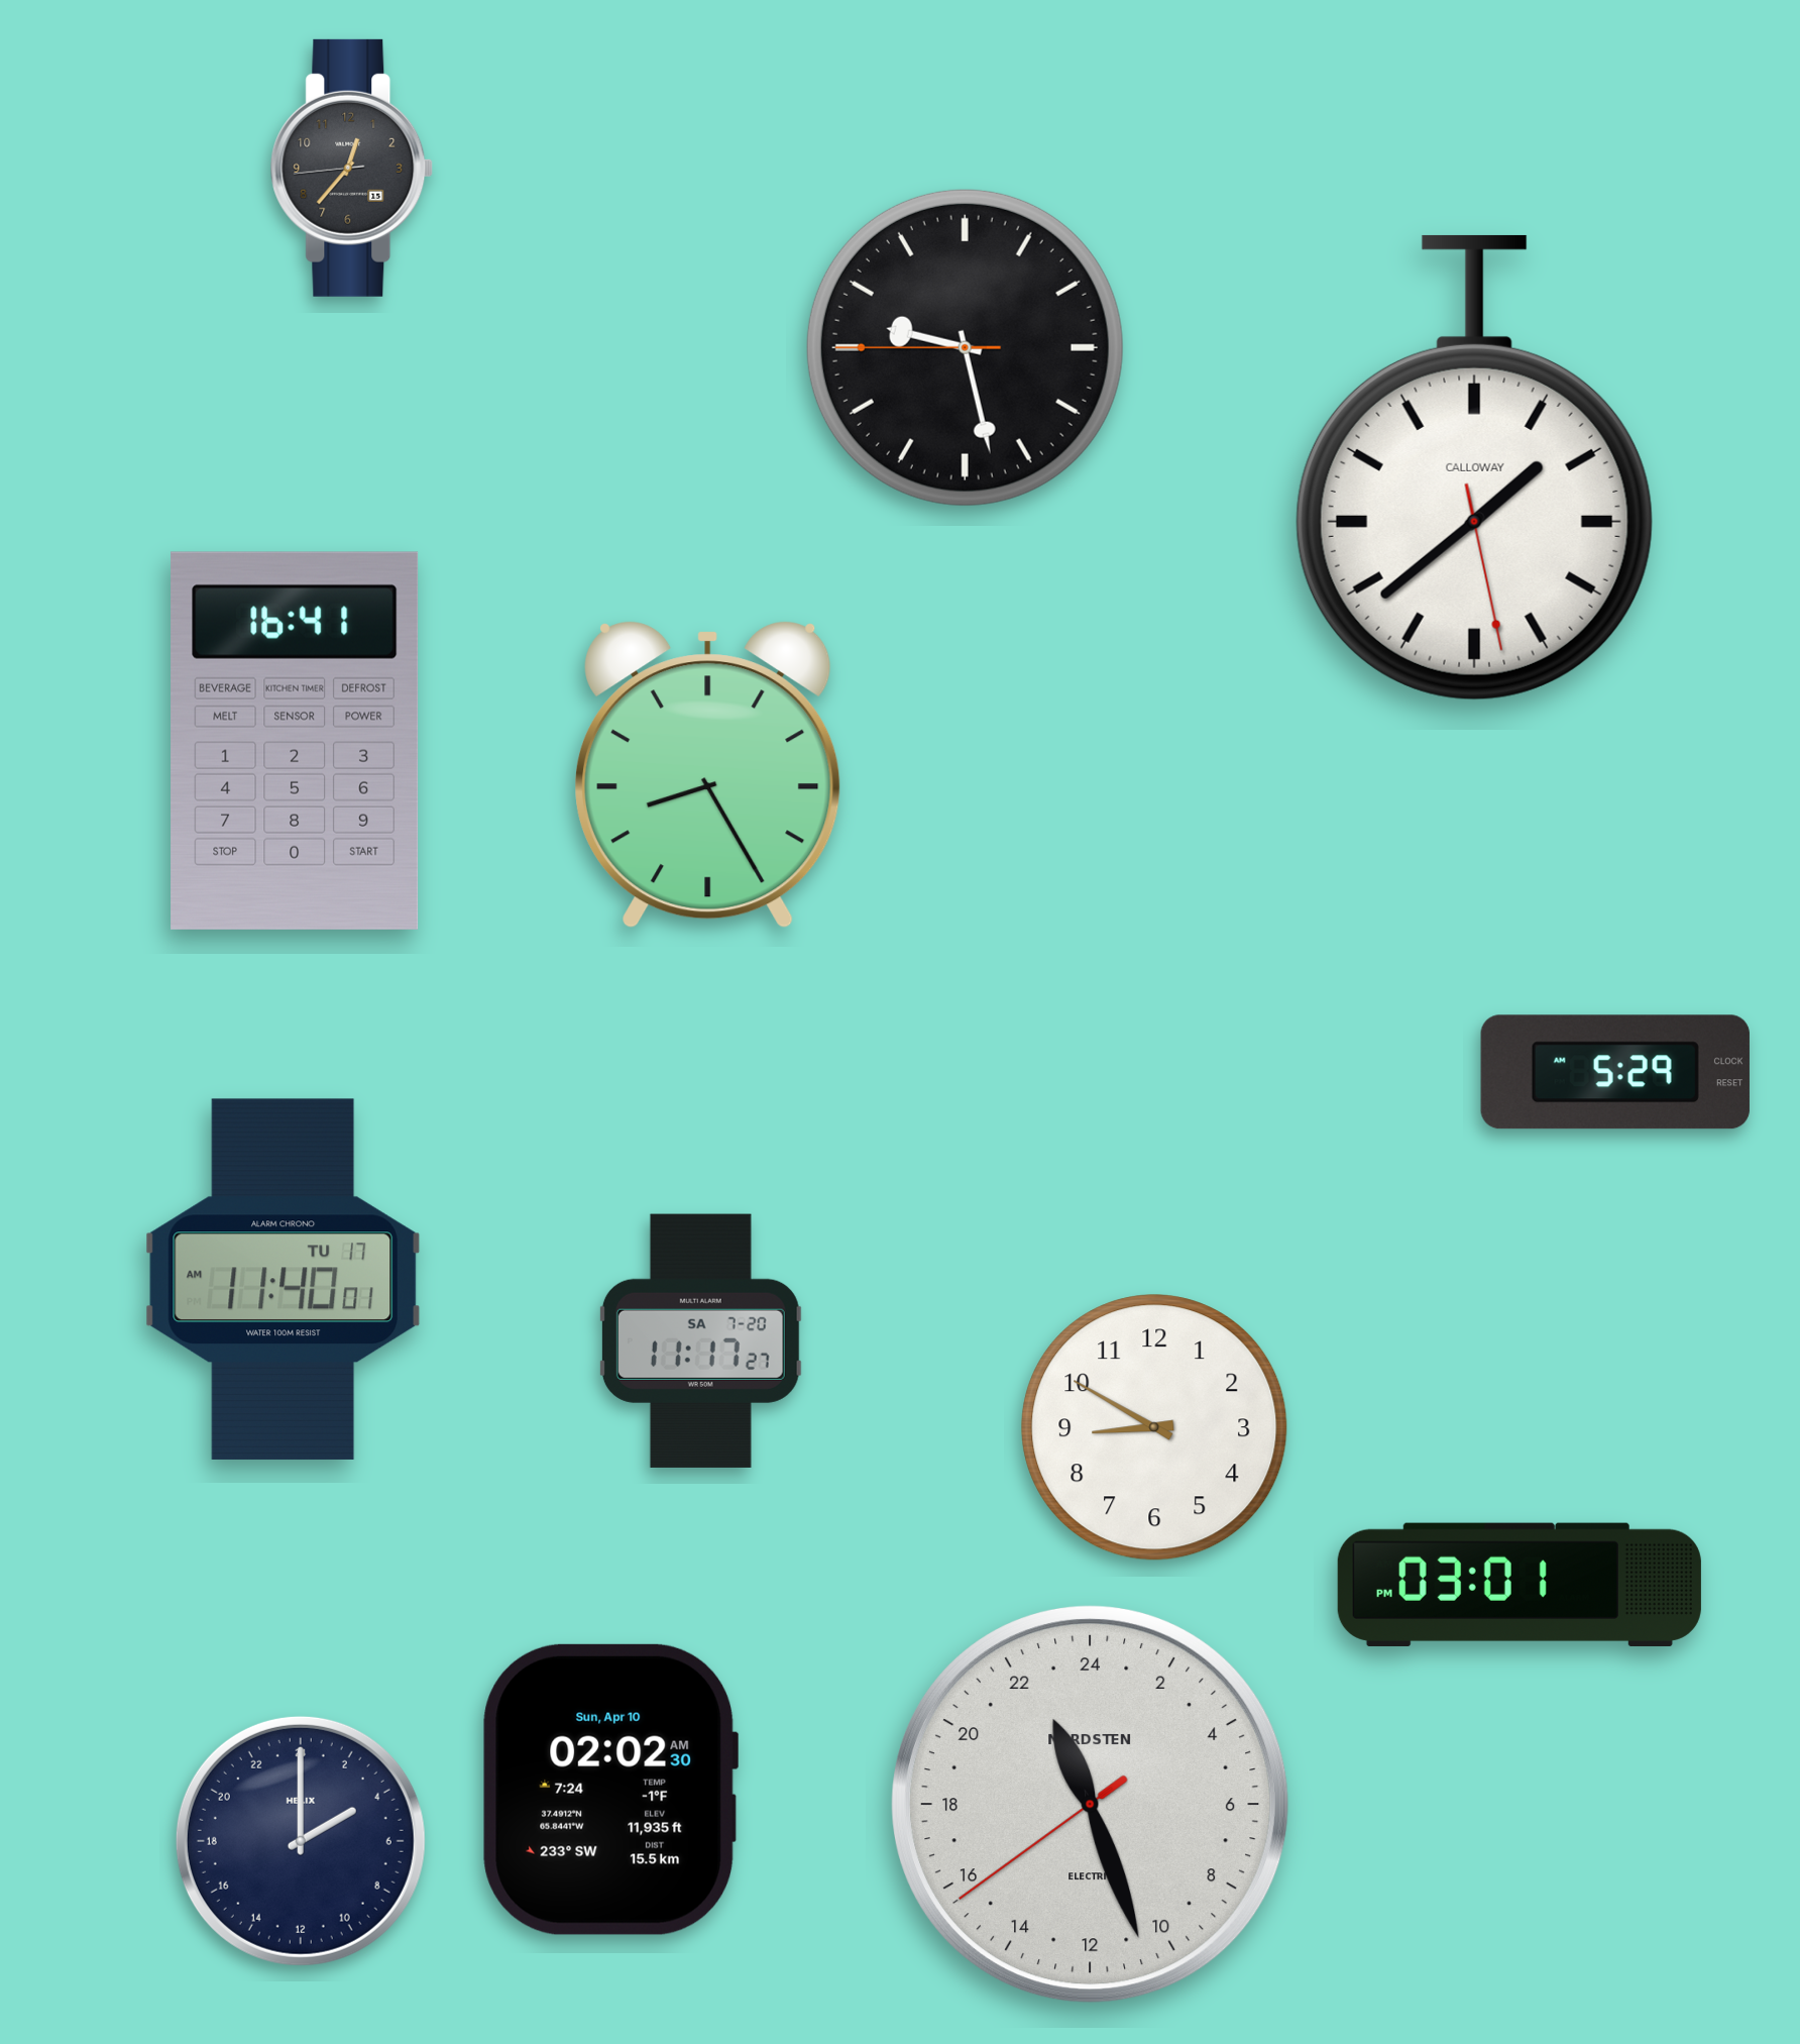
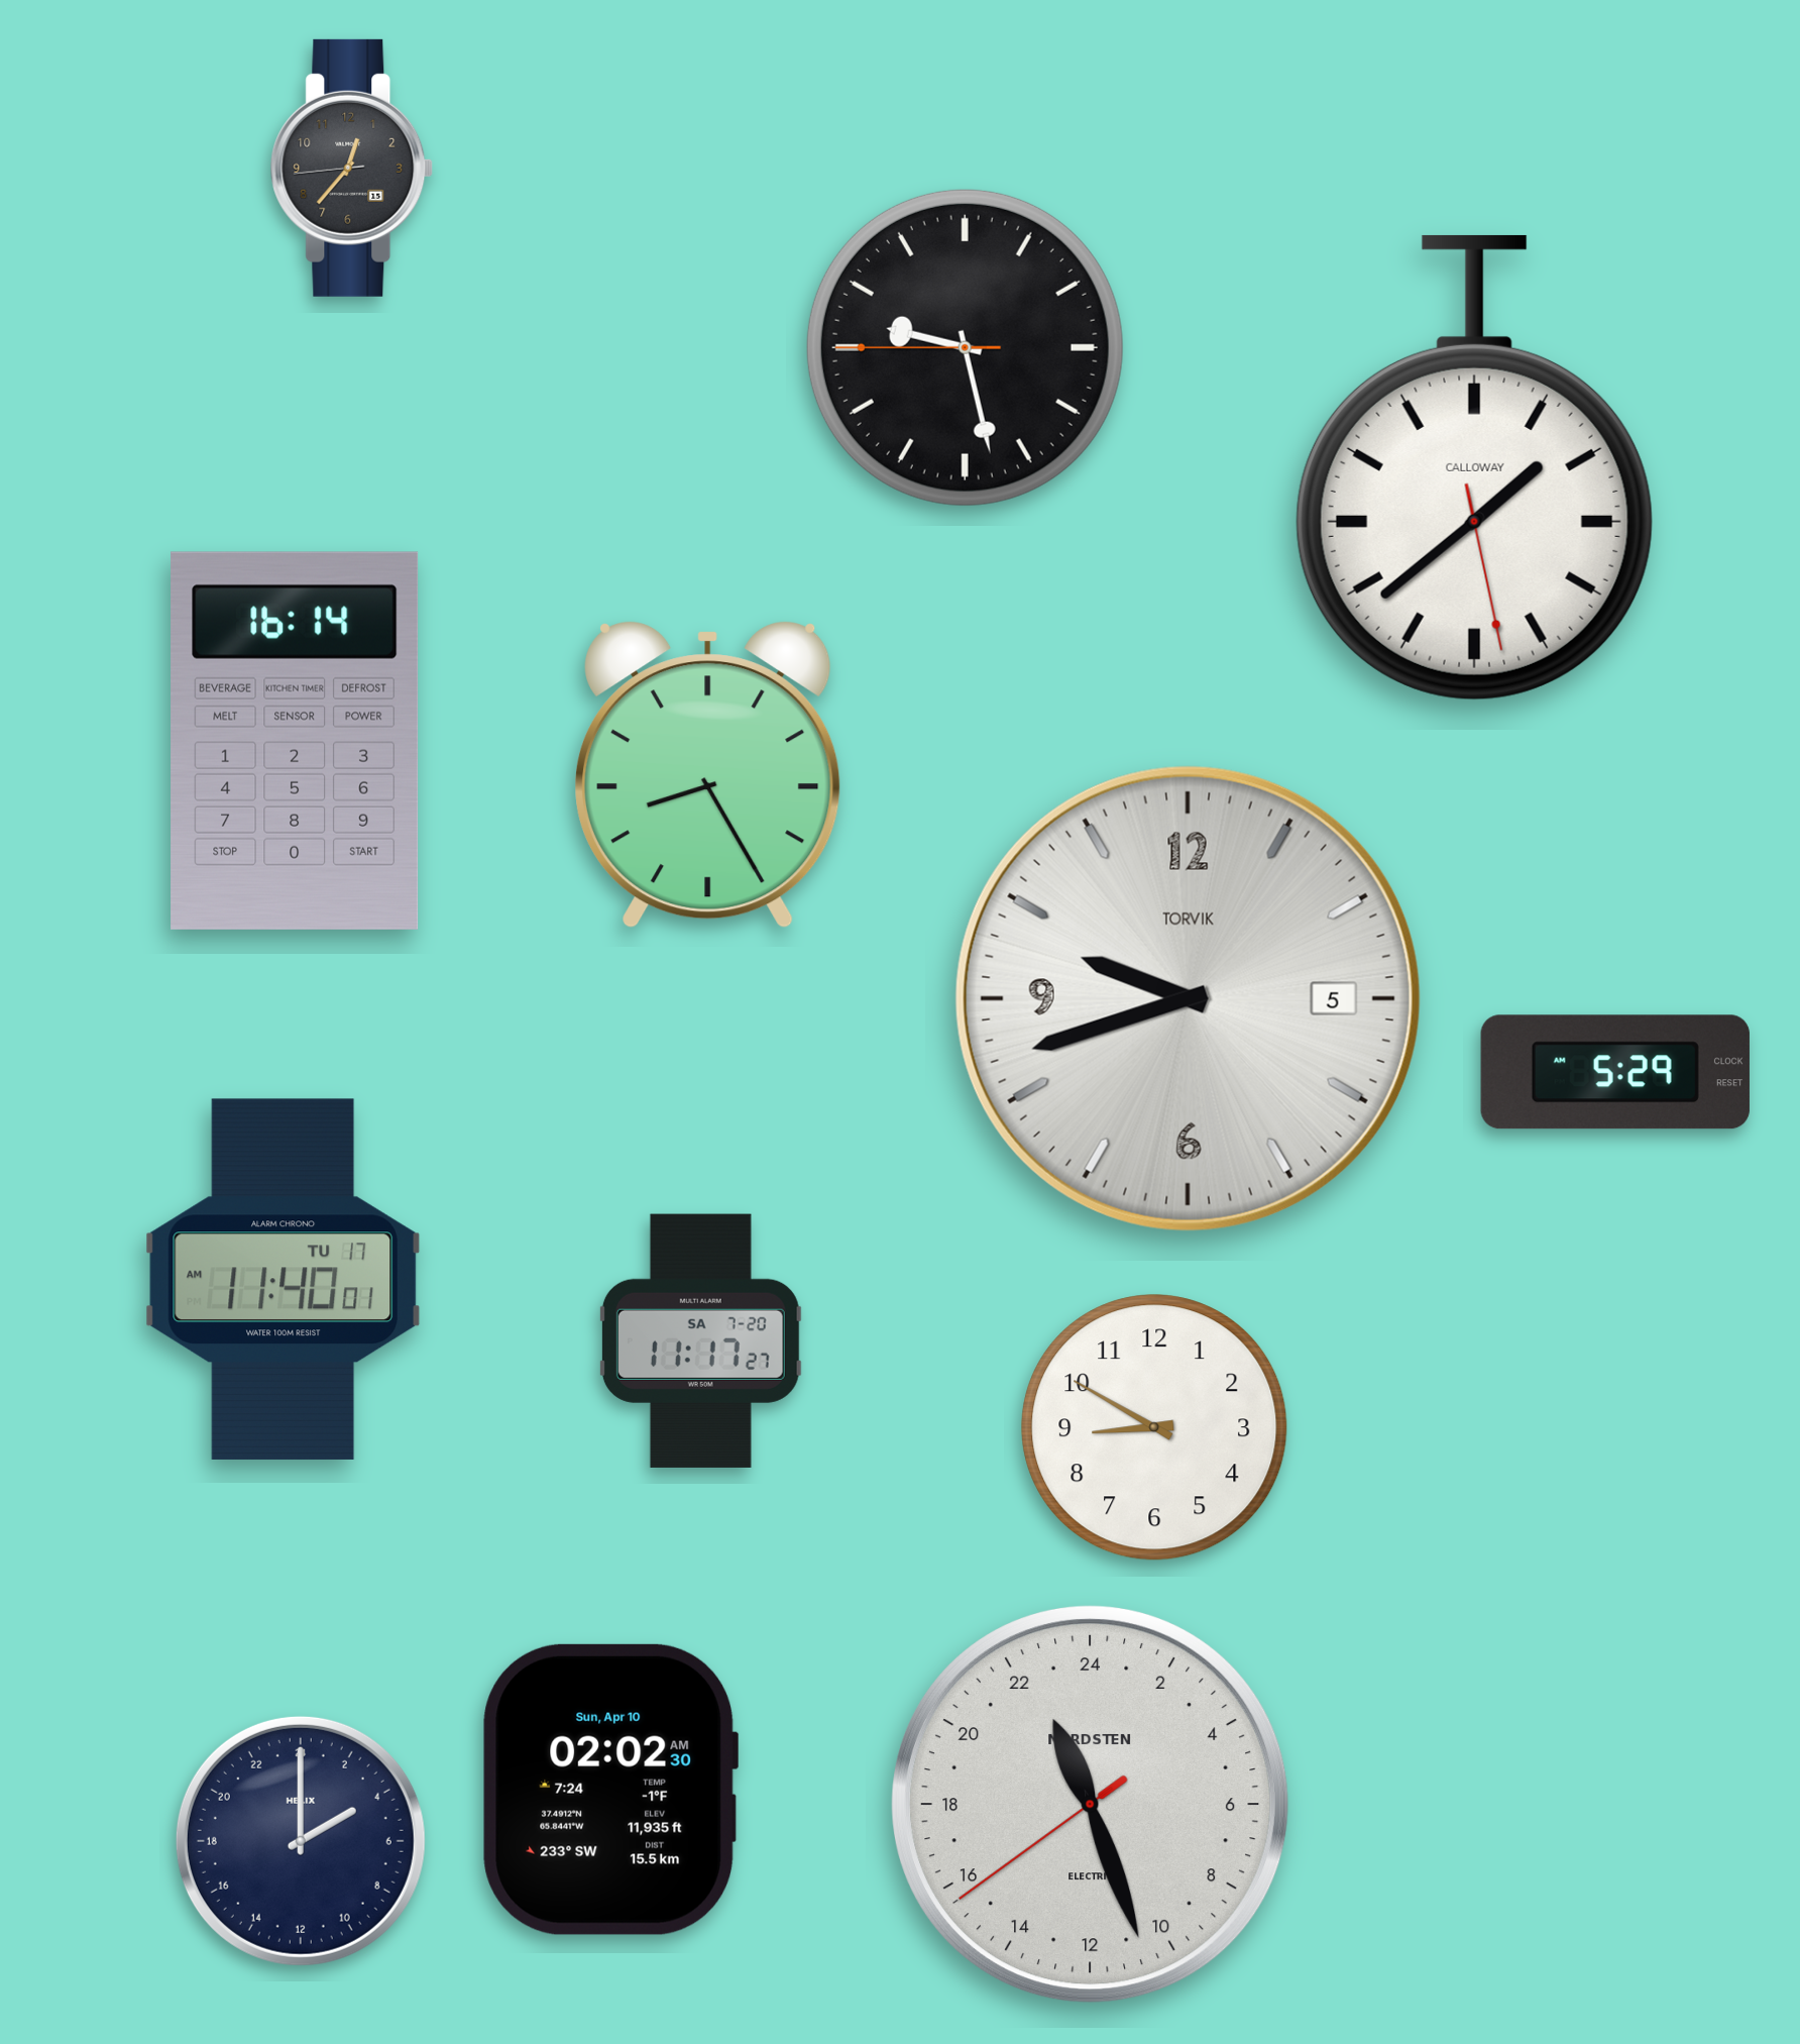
clock at (295, 741): 16:41 -> 16:14
clock at (1188, 998): none -> 9:42
clock at (1520, 1585): 03:01 -> none
